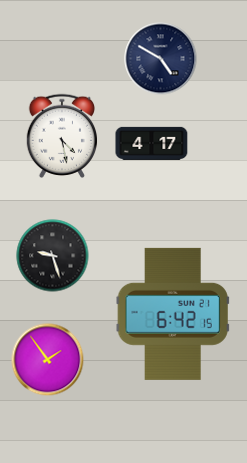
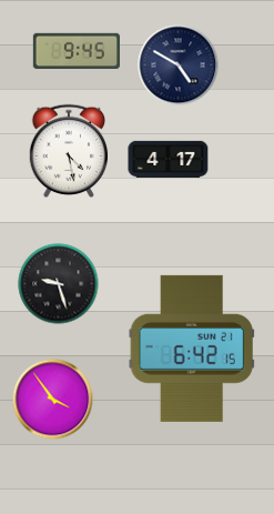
clock at (77, 51): none -> 9:45
clock at (48, 360): 1:54 -> 3:54
